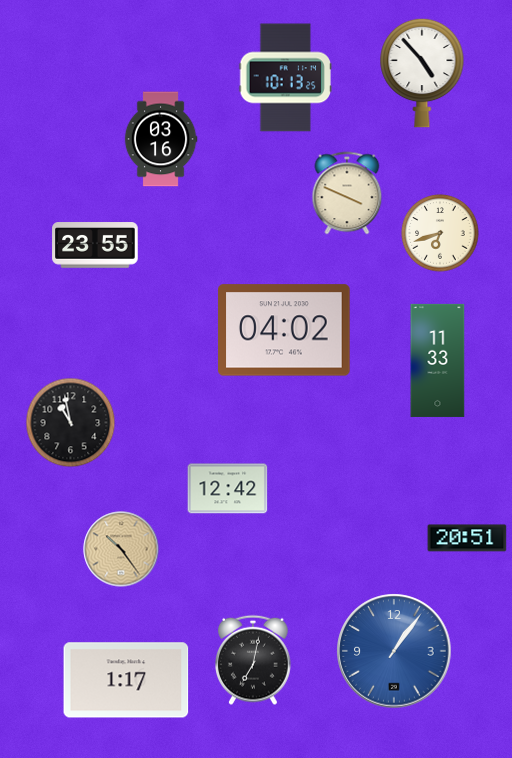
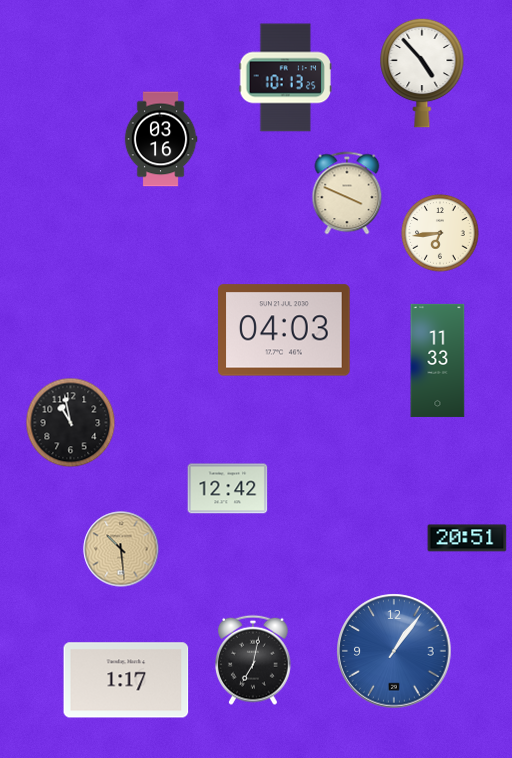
clock at (440, 233): 6:42 -> 6:44
clock at (95, 245): 23:55 -> none
clock at (284, 330): 04:02 -> 04:03
clock at (121, 549): 10:24 -> 10:29
